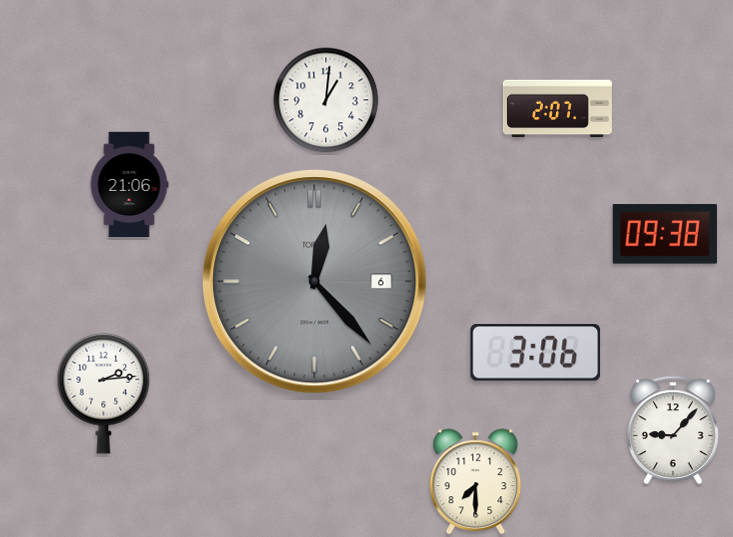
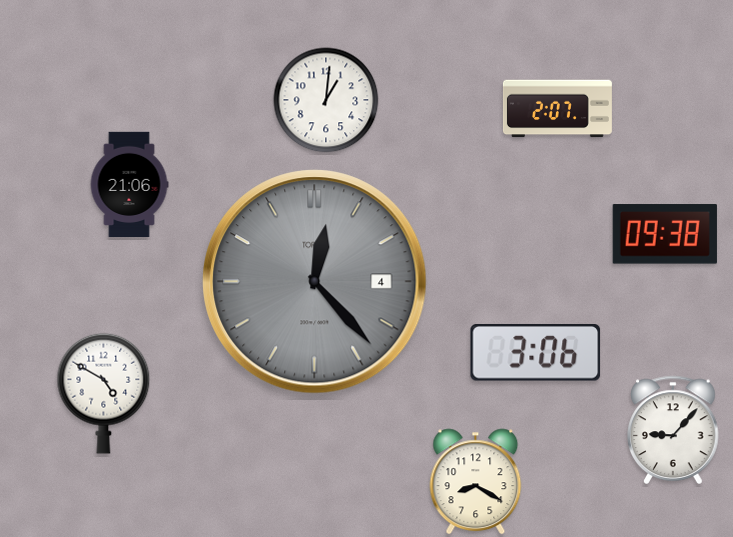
clock at (315, 282) date: 6 -> 4
clock at (104, 393): 2:14 -> 4:50
clock at (476, 482): 7:30 -> 8:20
